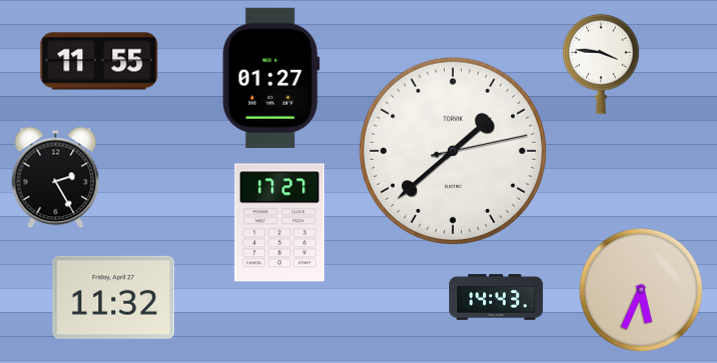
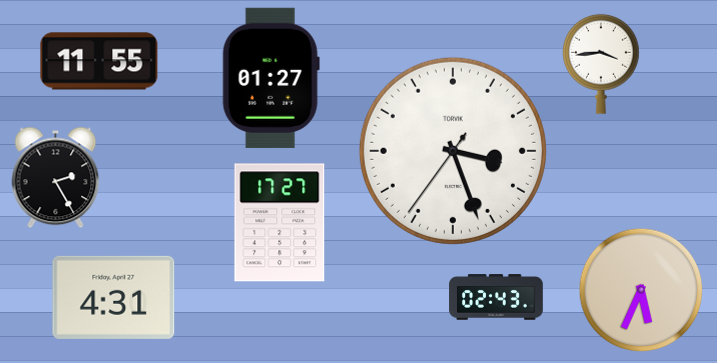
clock at (601, 64): 3:46 -> 3:44
clock at (453, 151): 1:38 -> 3:26
clock at (114, 297): 11:32 -> 4:31
clock at (496, 297): 14:43 -> 02:43
